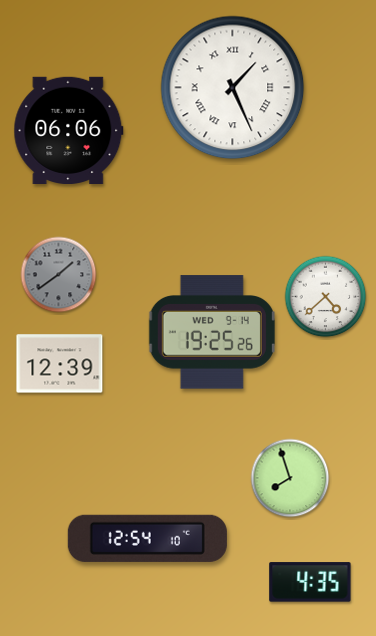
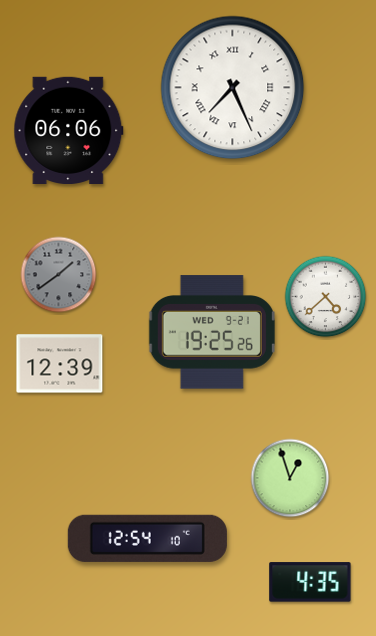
clock at (233, 88): 1:26 -> 7:26
clock at (212, 332) date: WED 9-14 -> WED 9-21
clock at (290, 478): 7:57 -> 12:57
